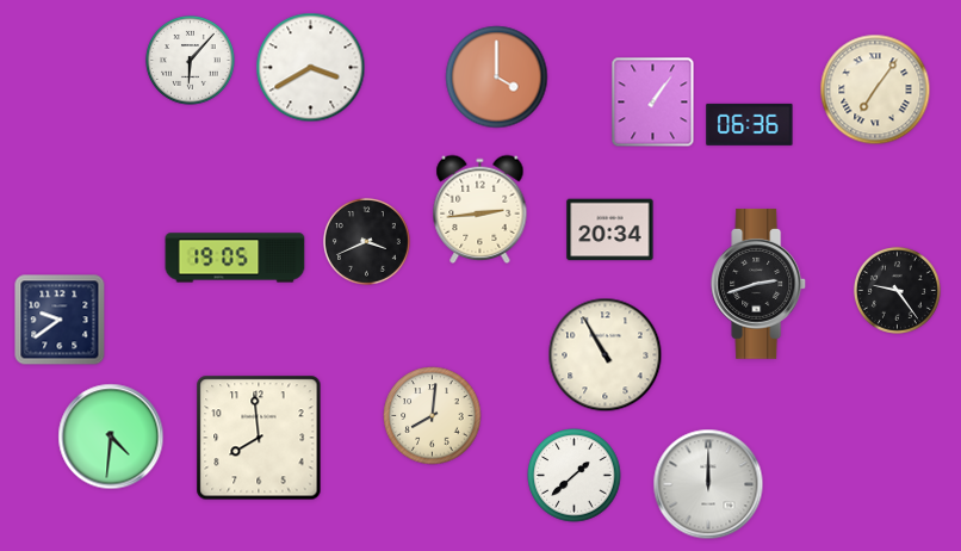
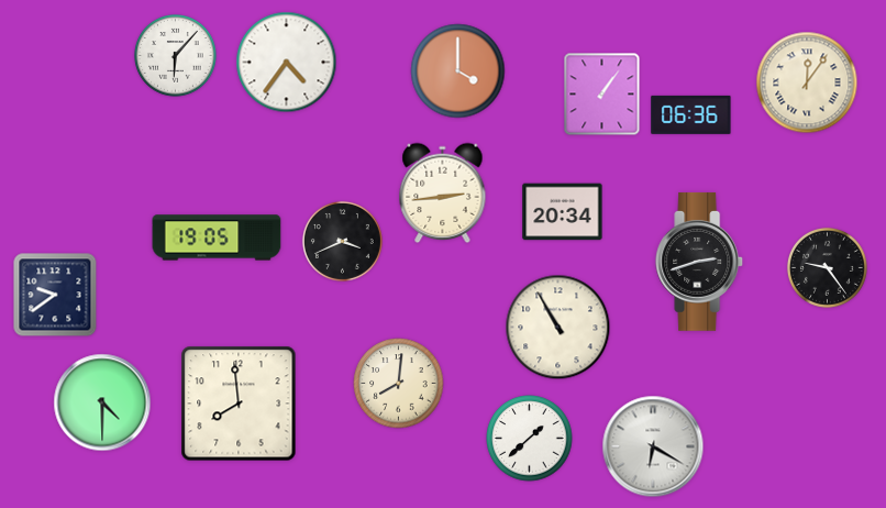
clock at (311, 68): 3:40 -> 4:36
clock at (875, 89): 7:06 -> 12:06
clock at (366, 241) position: (366, 241) -> (342, 241)
clock at (111, 437): 4:31 -> 4:30
clock at (708, 484): 12:00 -> 6:20
